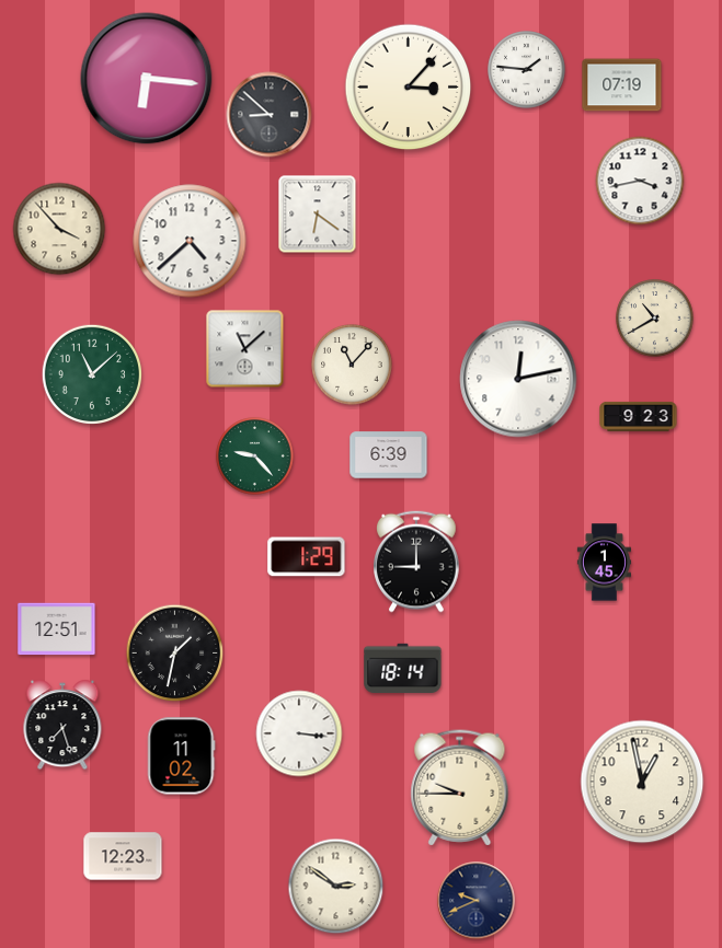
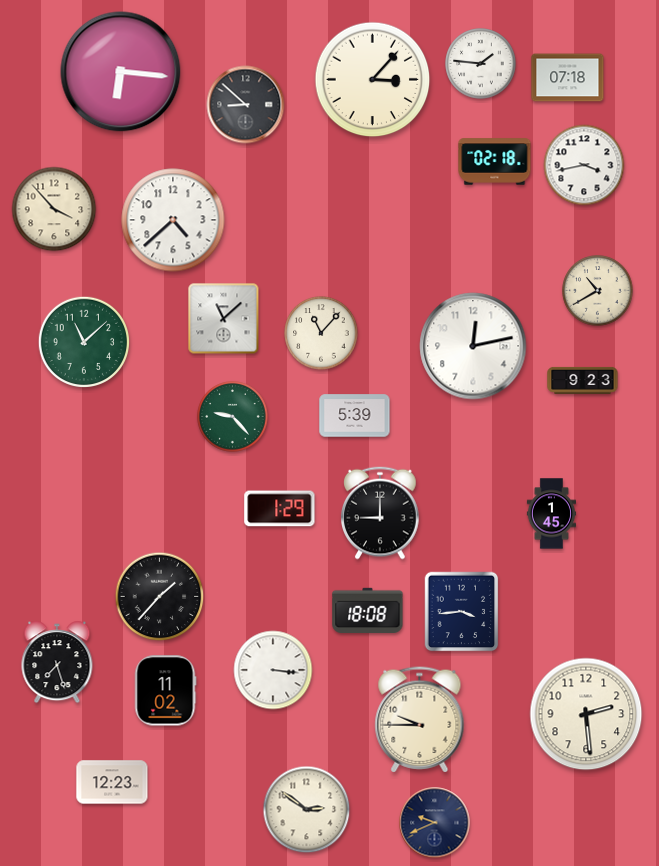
clock at (147, 79) position: (147, 79) -> (121, 72)
clock at (622, 85): 07:19 -> 07:18
clock at (495, 162): none -> 02:18
clock at (318, 215): 6:21 -> none
clock at (389, 455): 6:39 -> 5:39
clock at (57, 629): 12:51 -> none
clock at (175, 654): 1:32 -> 1:37
clock at (403, 668): 18:14 -> 18:08
clock at (462, 612): none -> 3:44
clock at (642, 782): 12:58 -> 2:29
